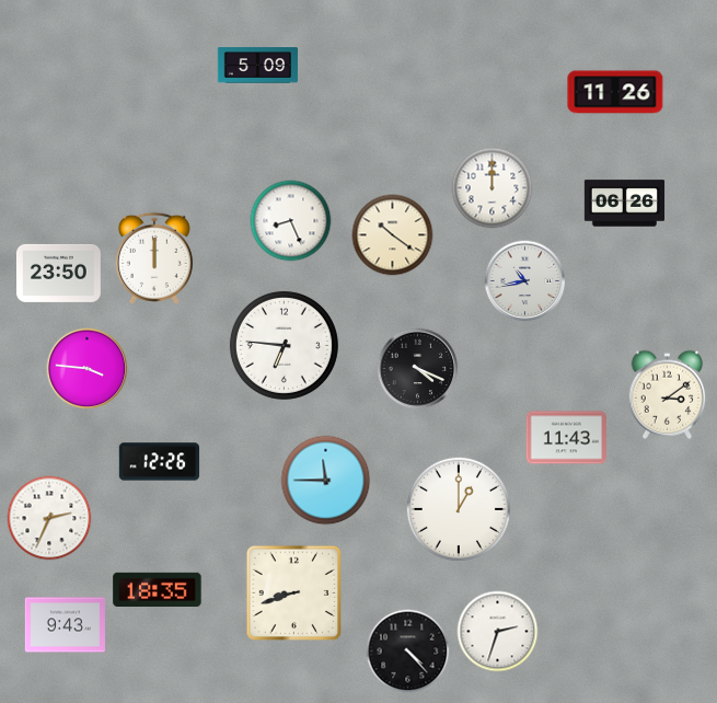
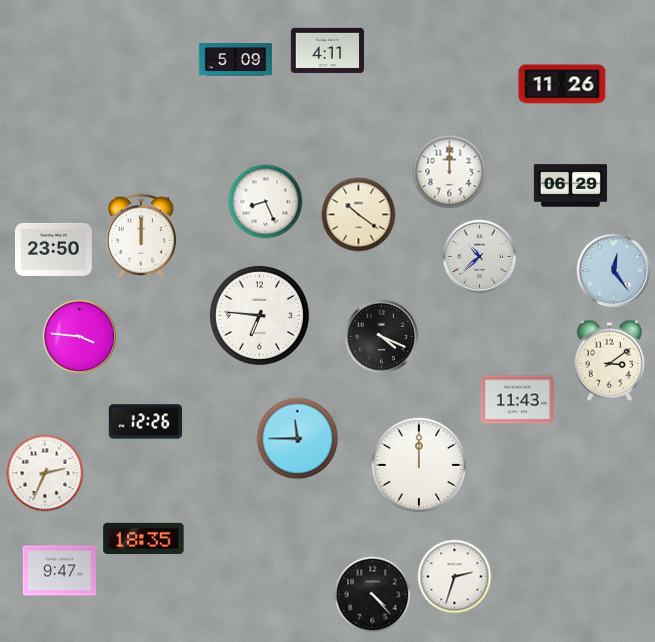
clock at (328, 50): none -> 4:11
clock at (625, 204): 06:26 -> 06:29
clock at (525, 281): 10:43 -> 10:38
clock at (614, 271): none -> 12:24
clock at (459, 509): 1:00 -> 12:00
clock at (293, 592): 8:42 -> none
clock at (66, 625): 9:43 -> 9:47
